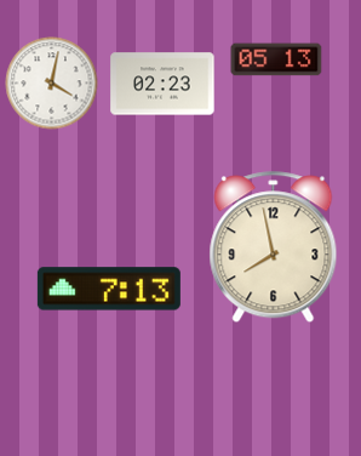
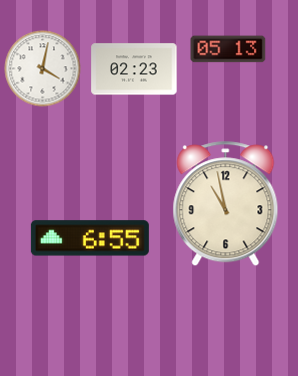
clock at (274, 247): 7:58 -> 10:58
clock at (109, 289): 7:13 -> 6:55
